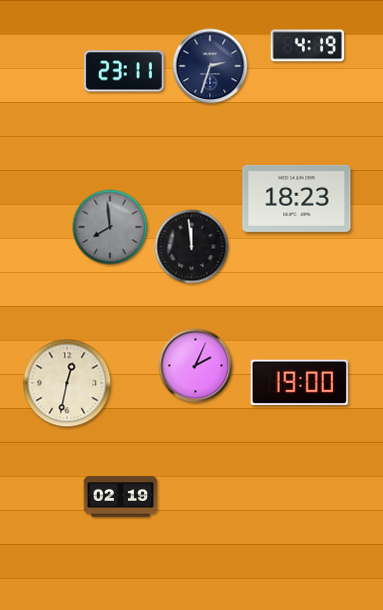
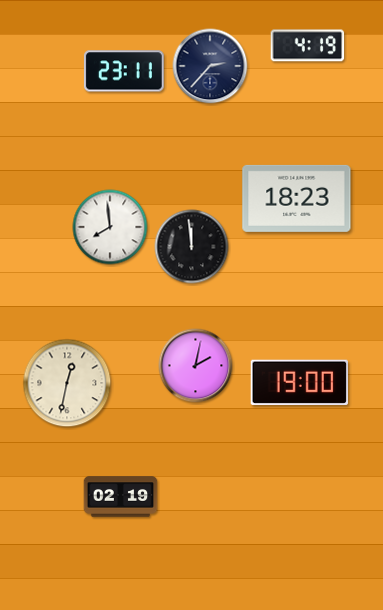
clock at (210, 66): 2:33 -> 2:37
clock at (110, 227) dial: grey -> white
clock at (196, 366): 2:04 -> 2:02
